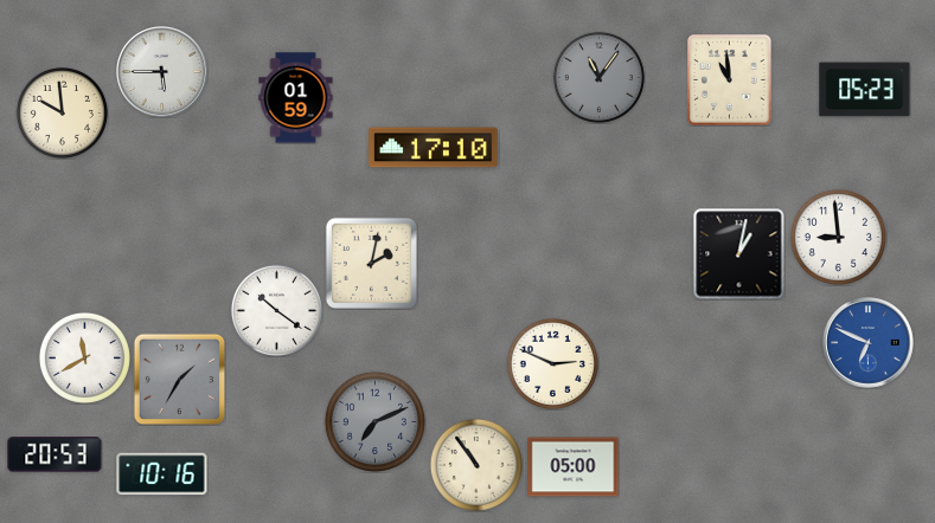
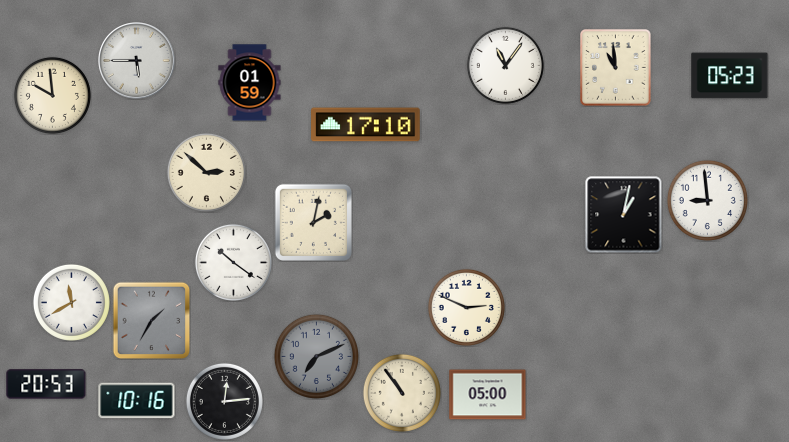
clock at (598, 77) dial: grey -> white
clock at (206, 172): none -> 2:52
clock at (869, 343): 6:49 -> none
clock at (574, 467) position: (574, 467) -> (488, 395)
clock at (224, 401): none -> 12:14
